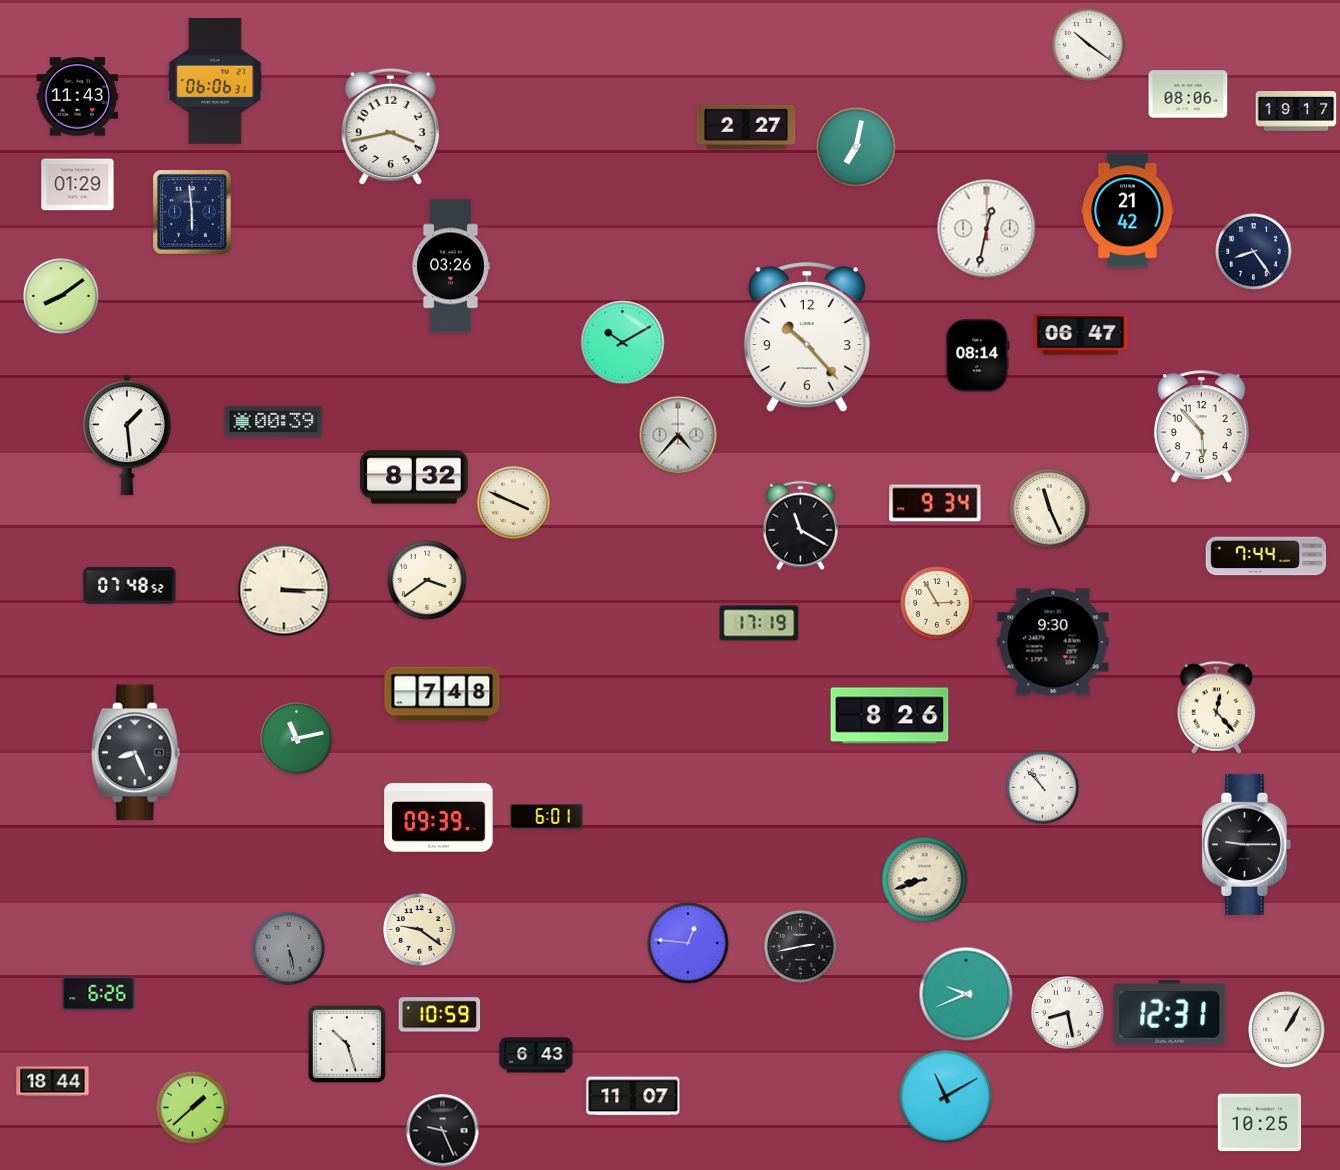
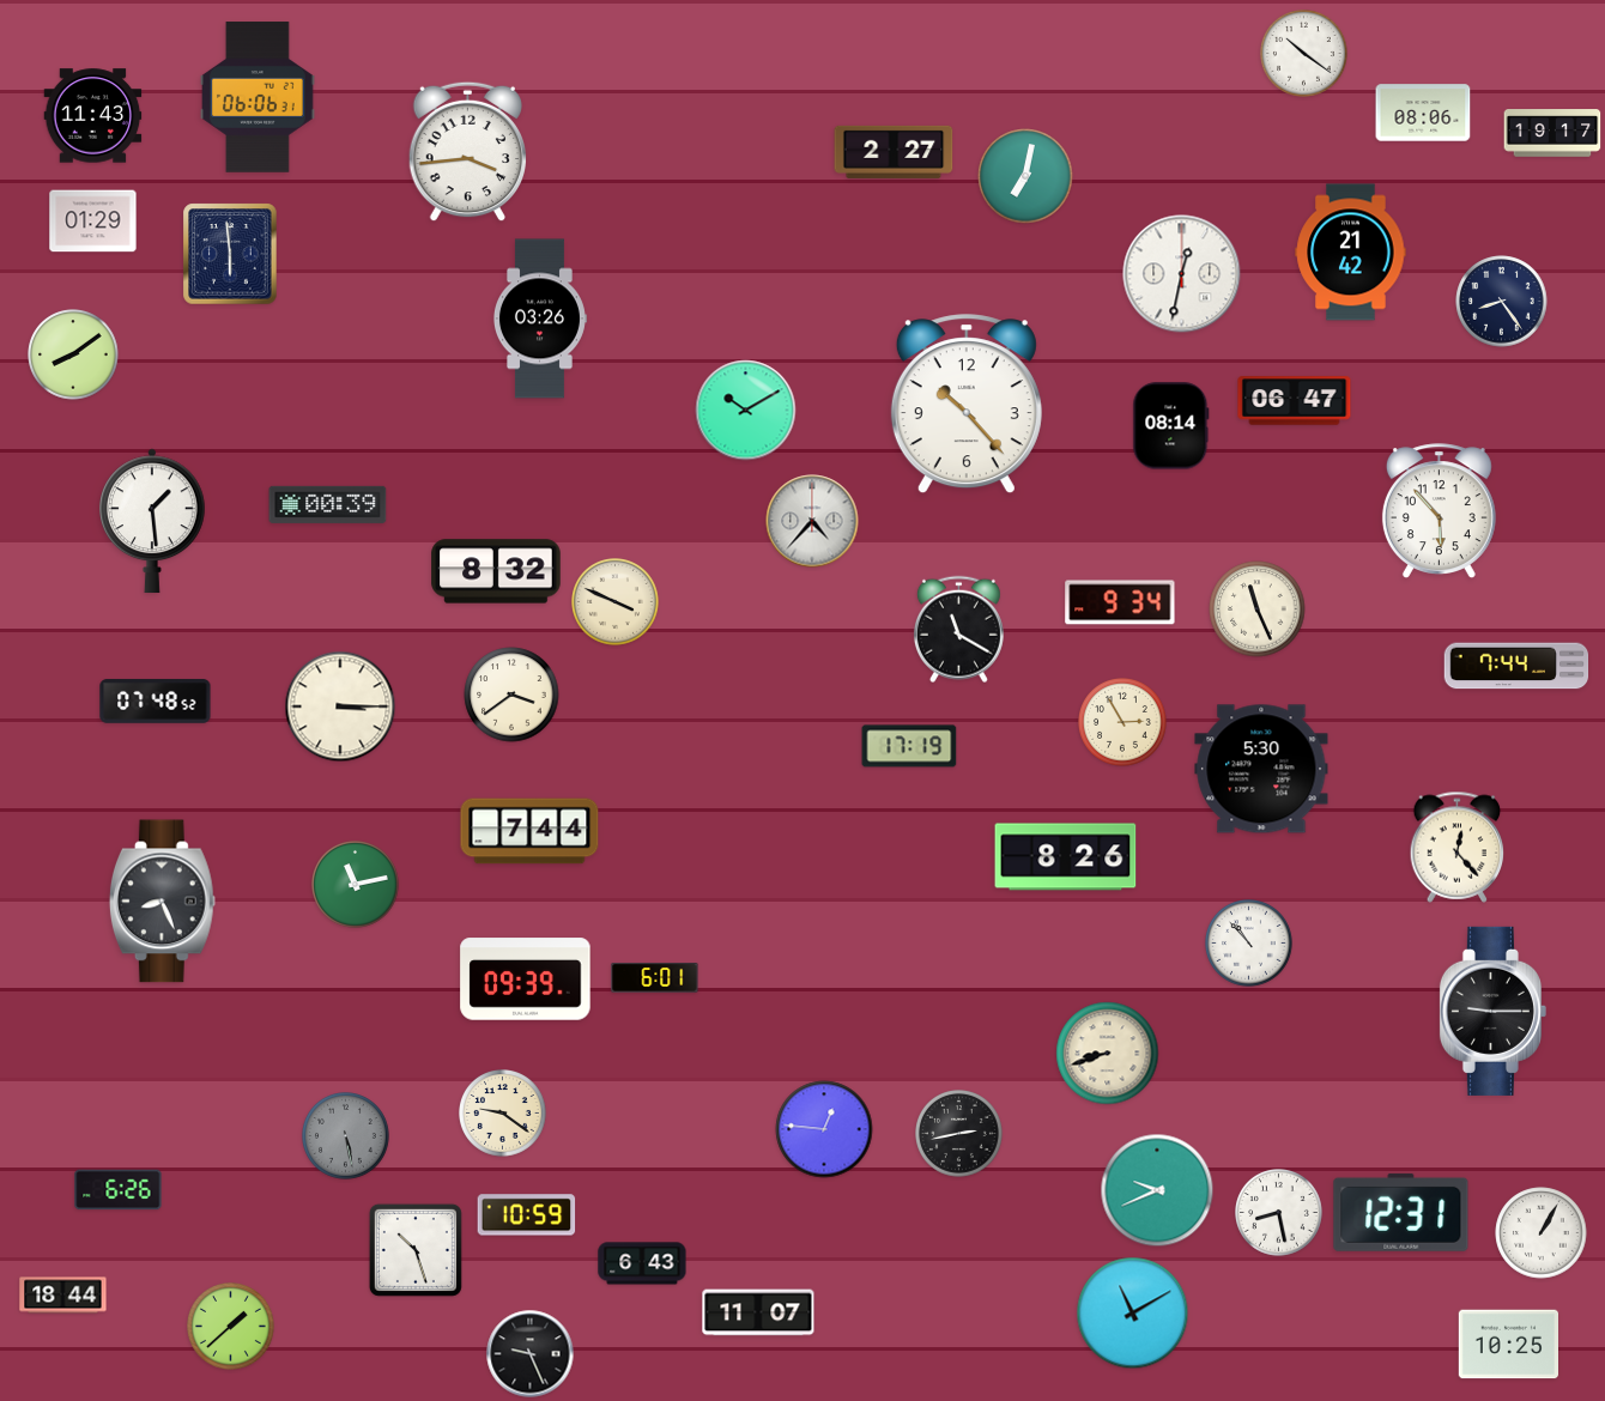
clock at (390, 127): 3:43 -> 3:44
clock at (1053, 642): 9:30 -> 5:30
clock at (442, 694): 7:48 -> 7:44
